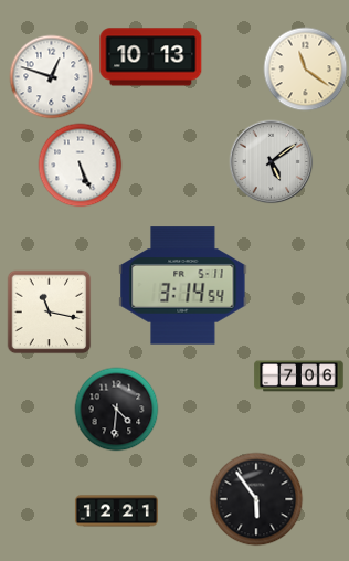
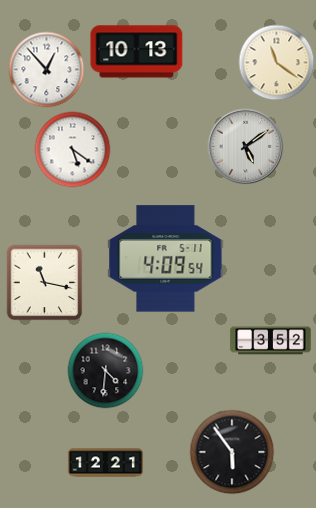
clock at (52, 77): 12:48 -> 12:53
clock at (81, 166): 5:26 -> 5:21
clock at (183, 286): 3:14 -> 4:09
clock at (299, 377): 7:06 -> 3:52
